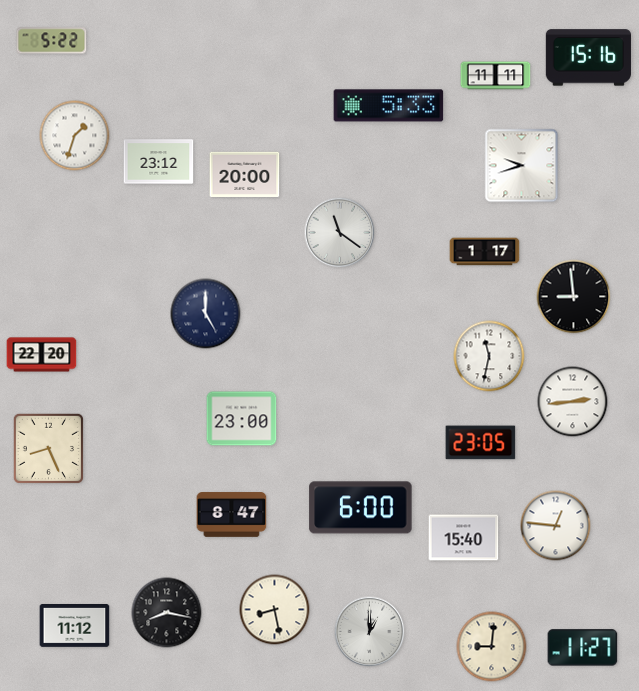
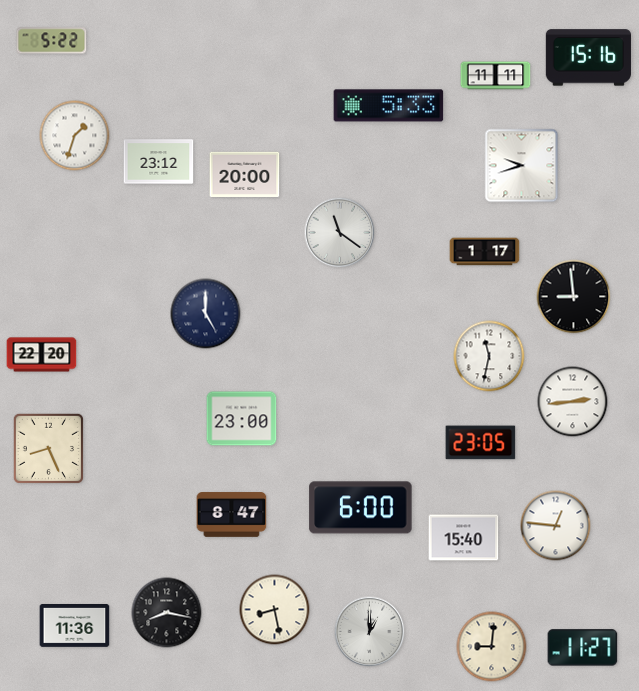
clock at (75, 626): 11:12 -> 11:36
